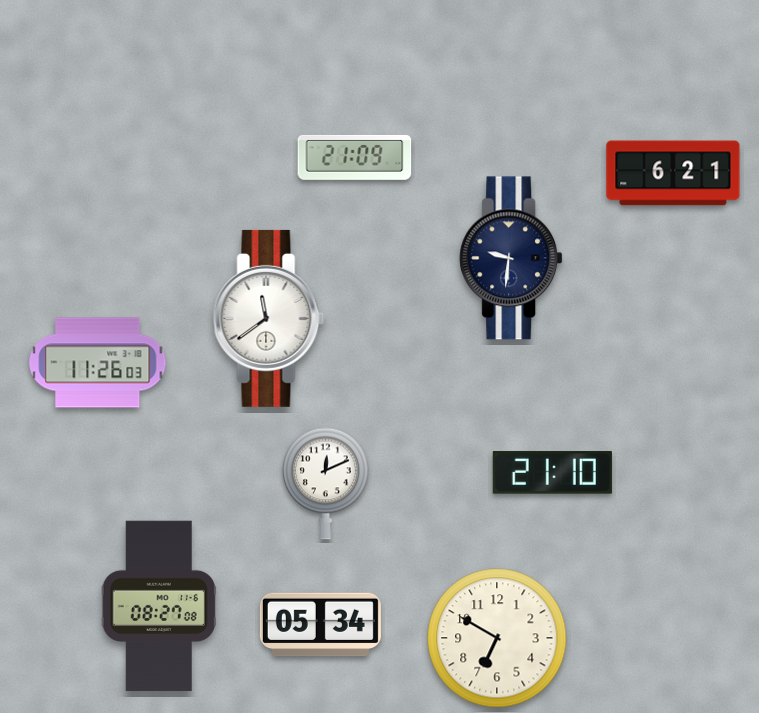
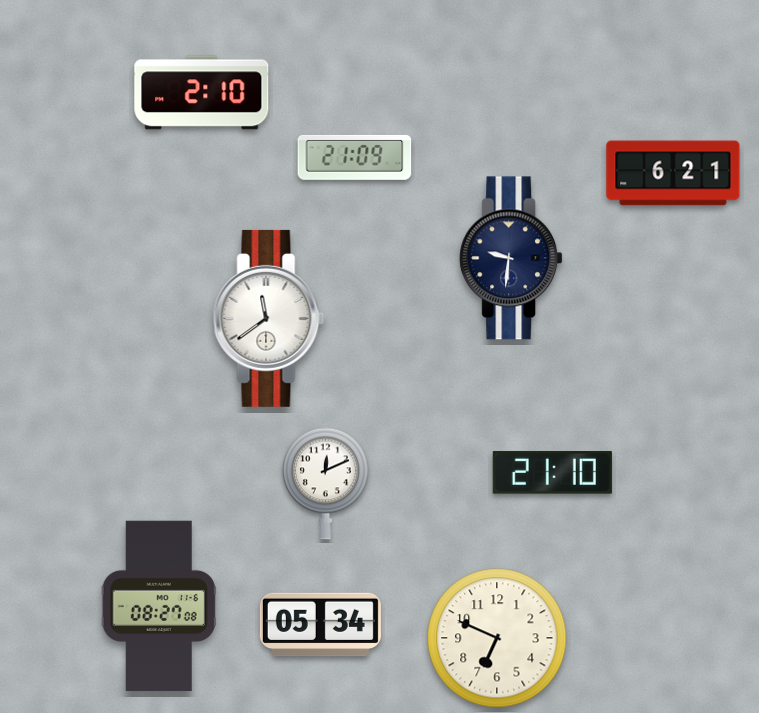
clock at (202, 93): none -> 2:10
clock at (98, 363): 11:26 -> none
clock at (497, 638): 6:50 -> 6:49
